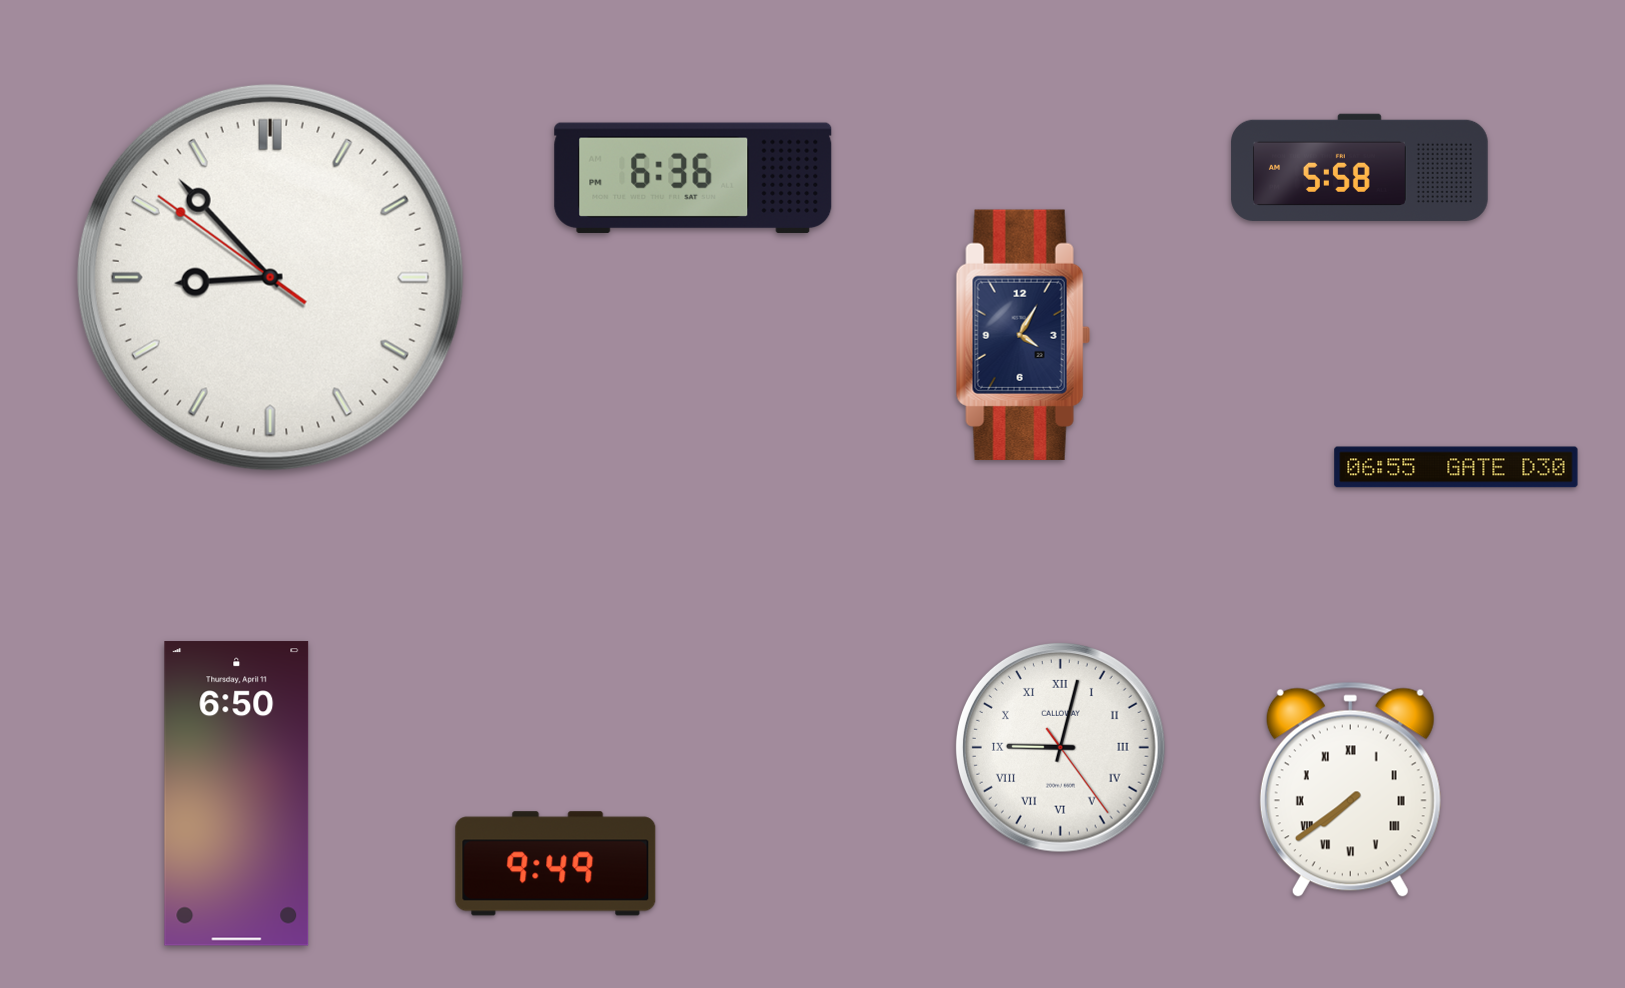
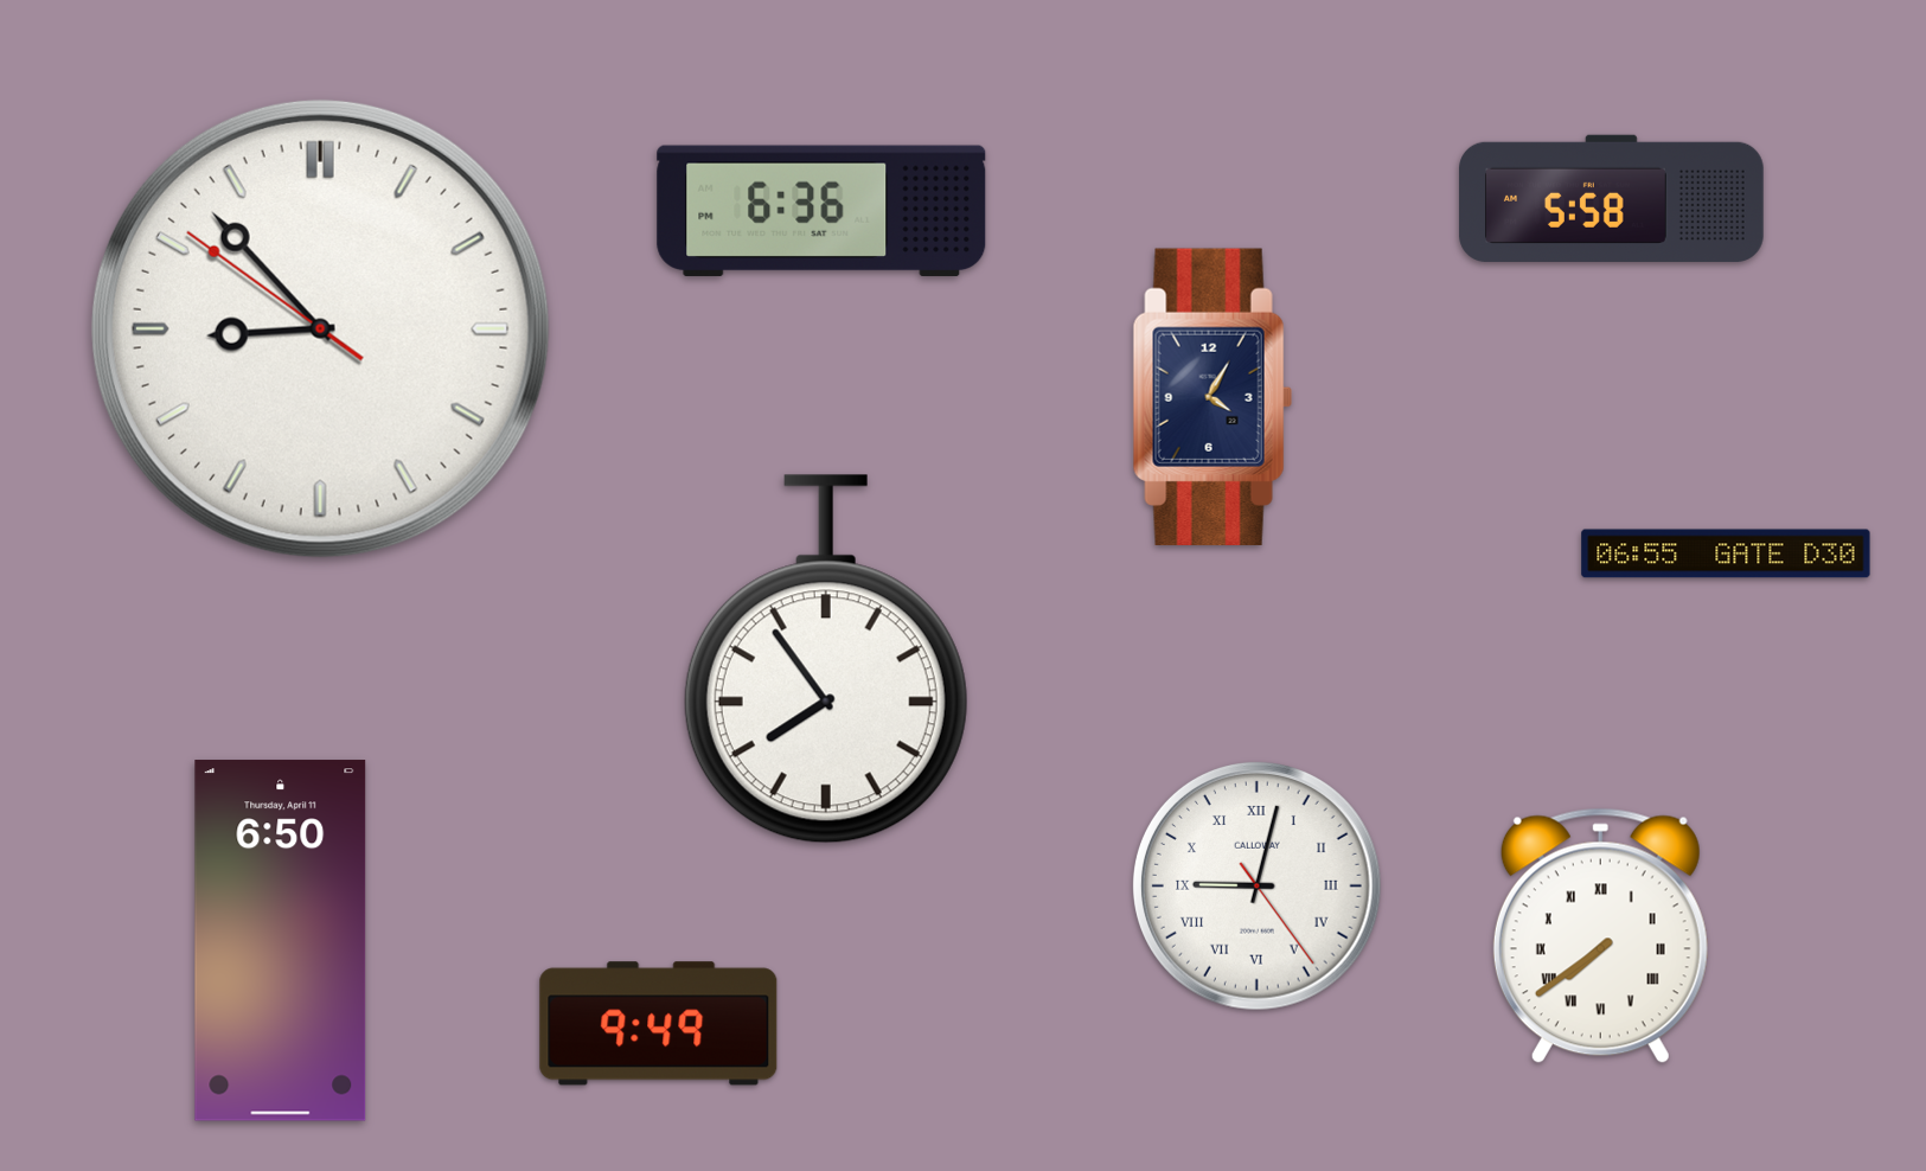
clock at (826, 659): none -> 7:54
